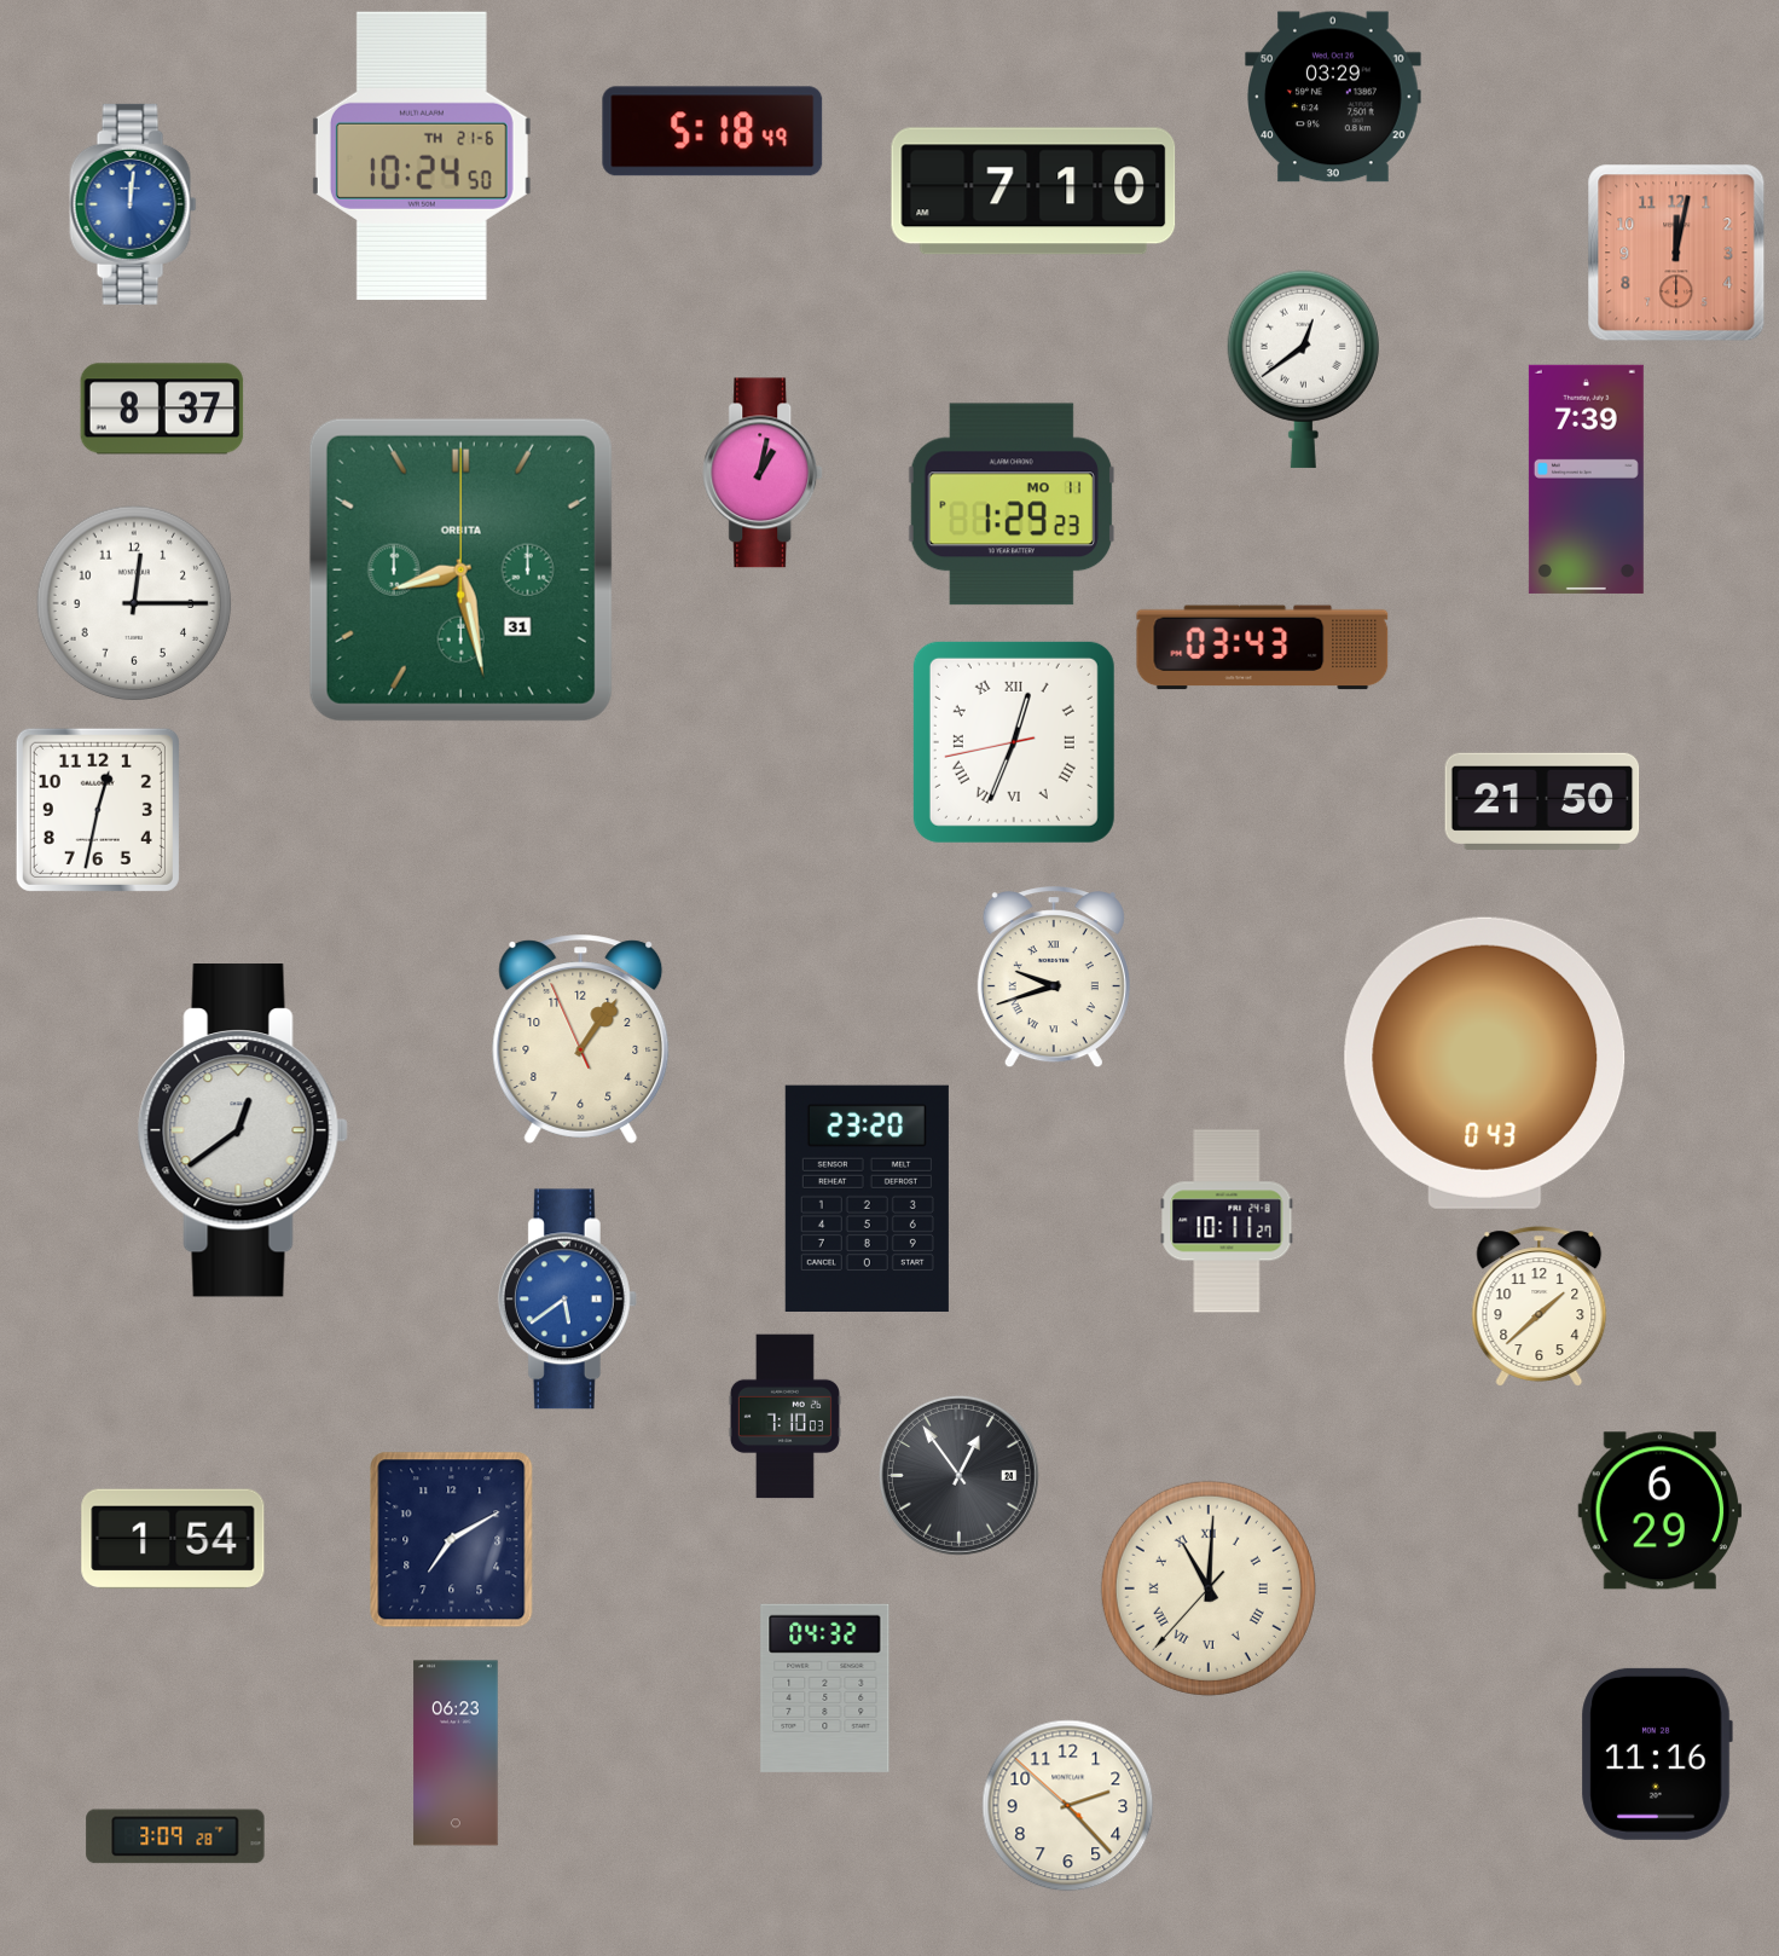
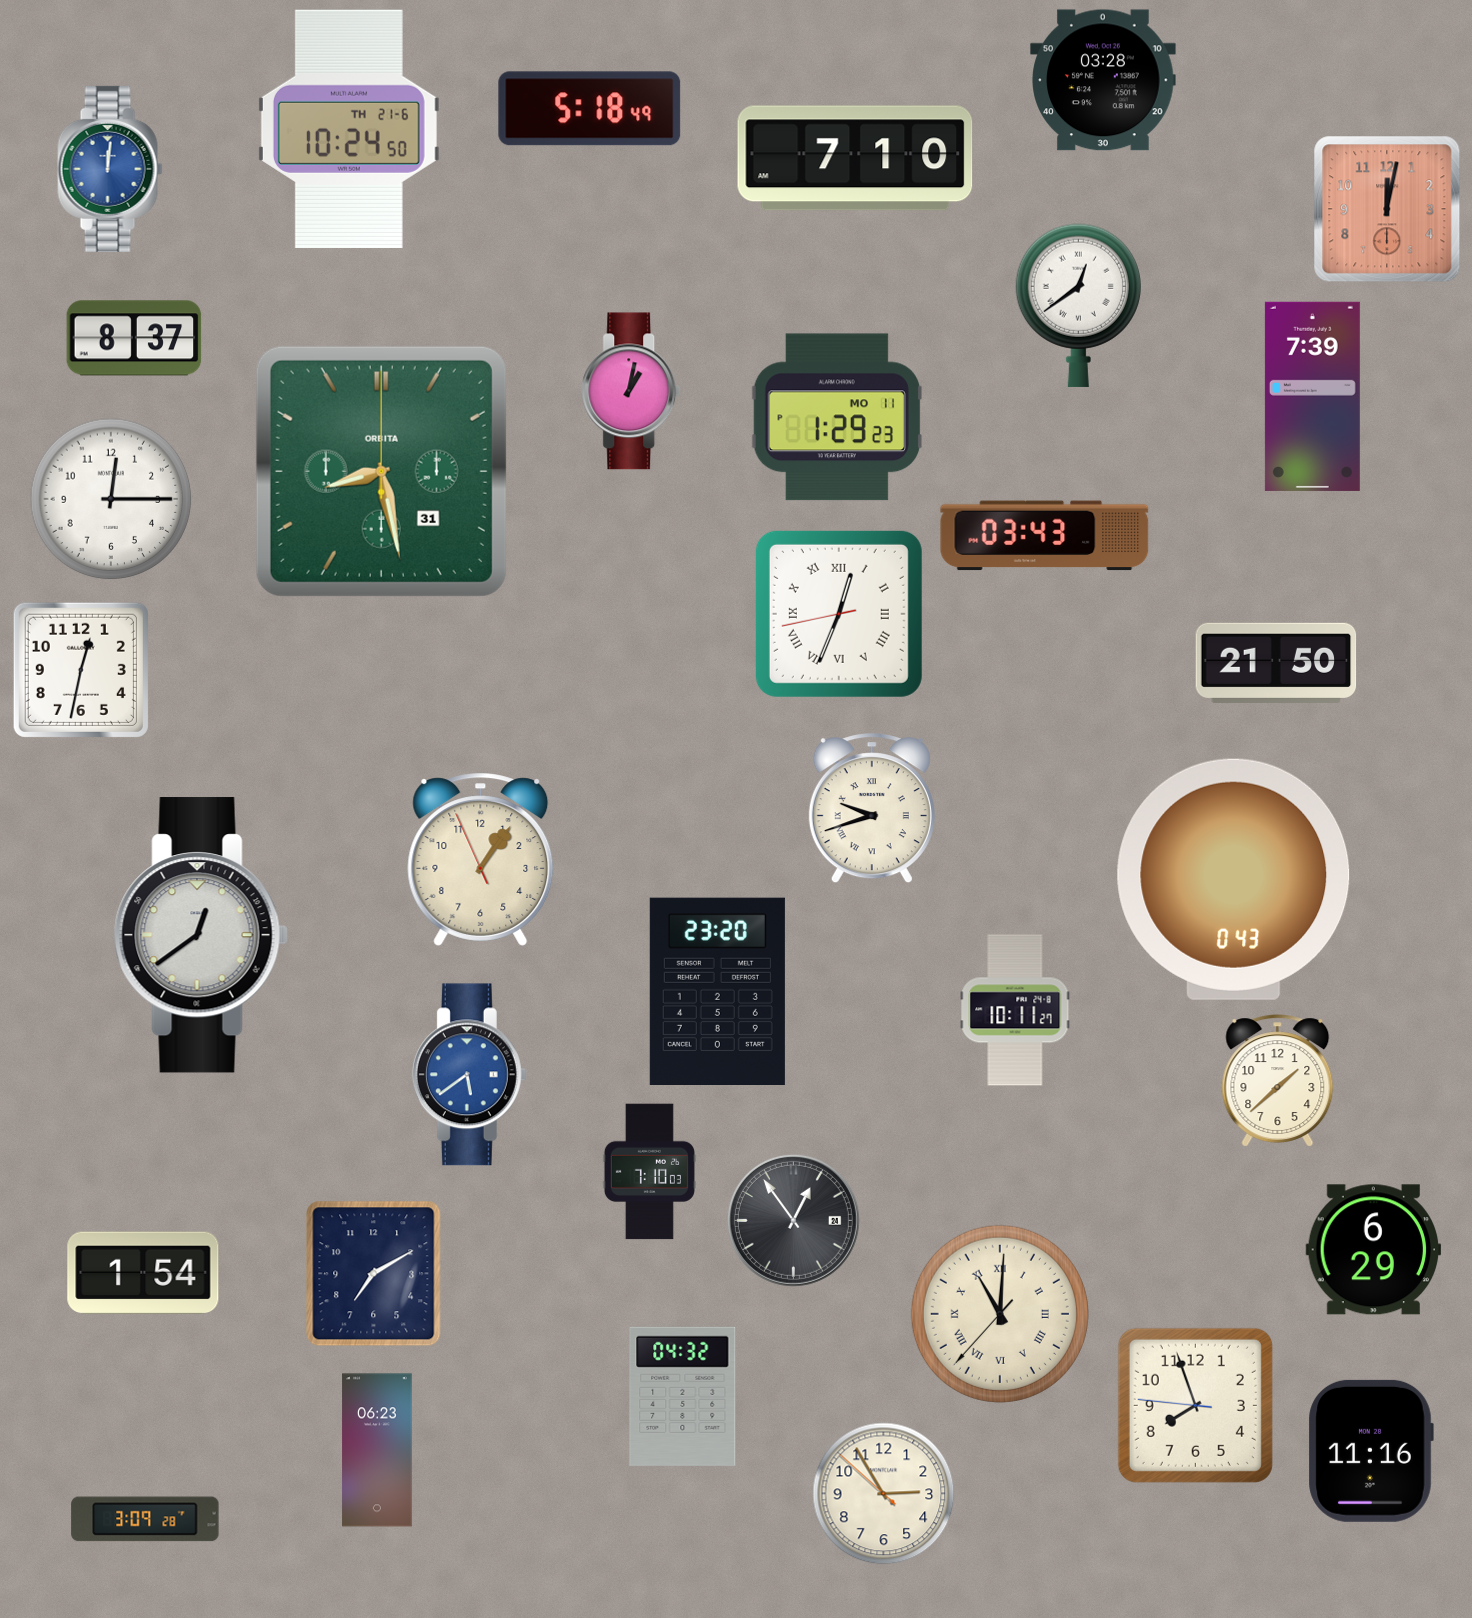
clock at (1333, 97): 03:29 -> 03:28
clock at (1485, 1063) position: (1485, 1063) -> (1234, 879)
clock at (1540, 1307) position: (1540, 1307) -> (1278, 1081)
clock at (1195, 1405): none -> 7:56
clock at (1068, 1806): 2:22 -> 2:54
